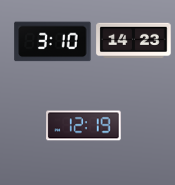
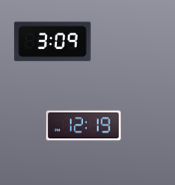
clock at (134, 41): 14:23 -> none
clock at (53, 42): 3:10 -> 3:09
